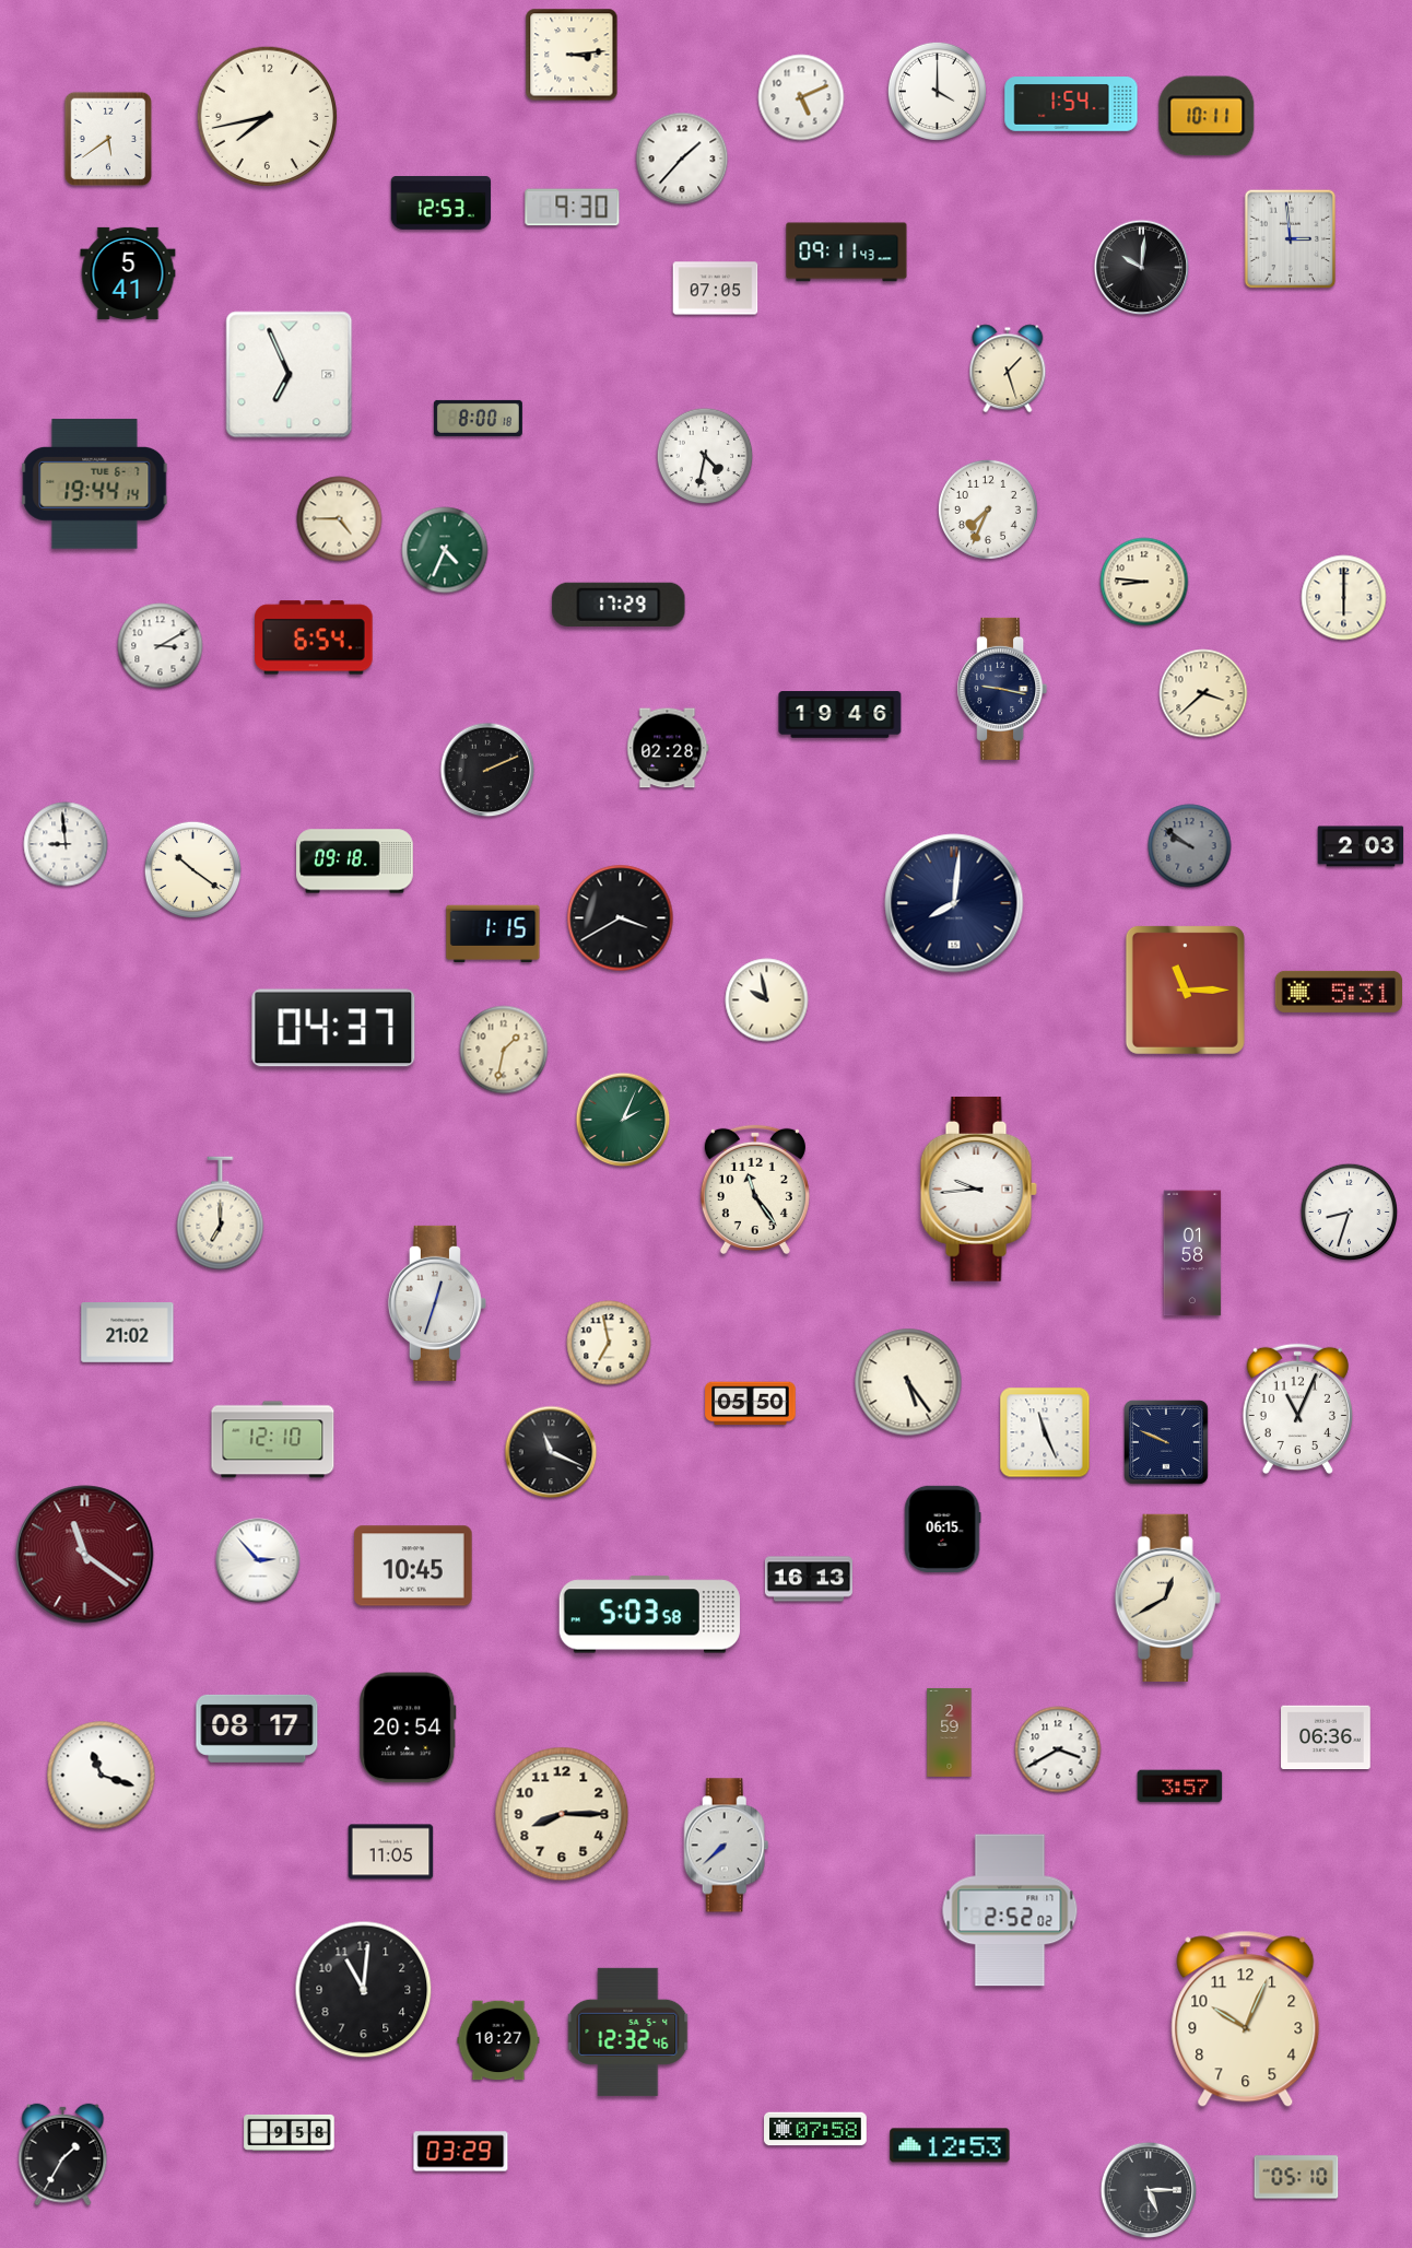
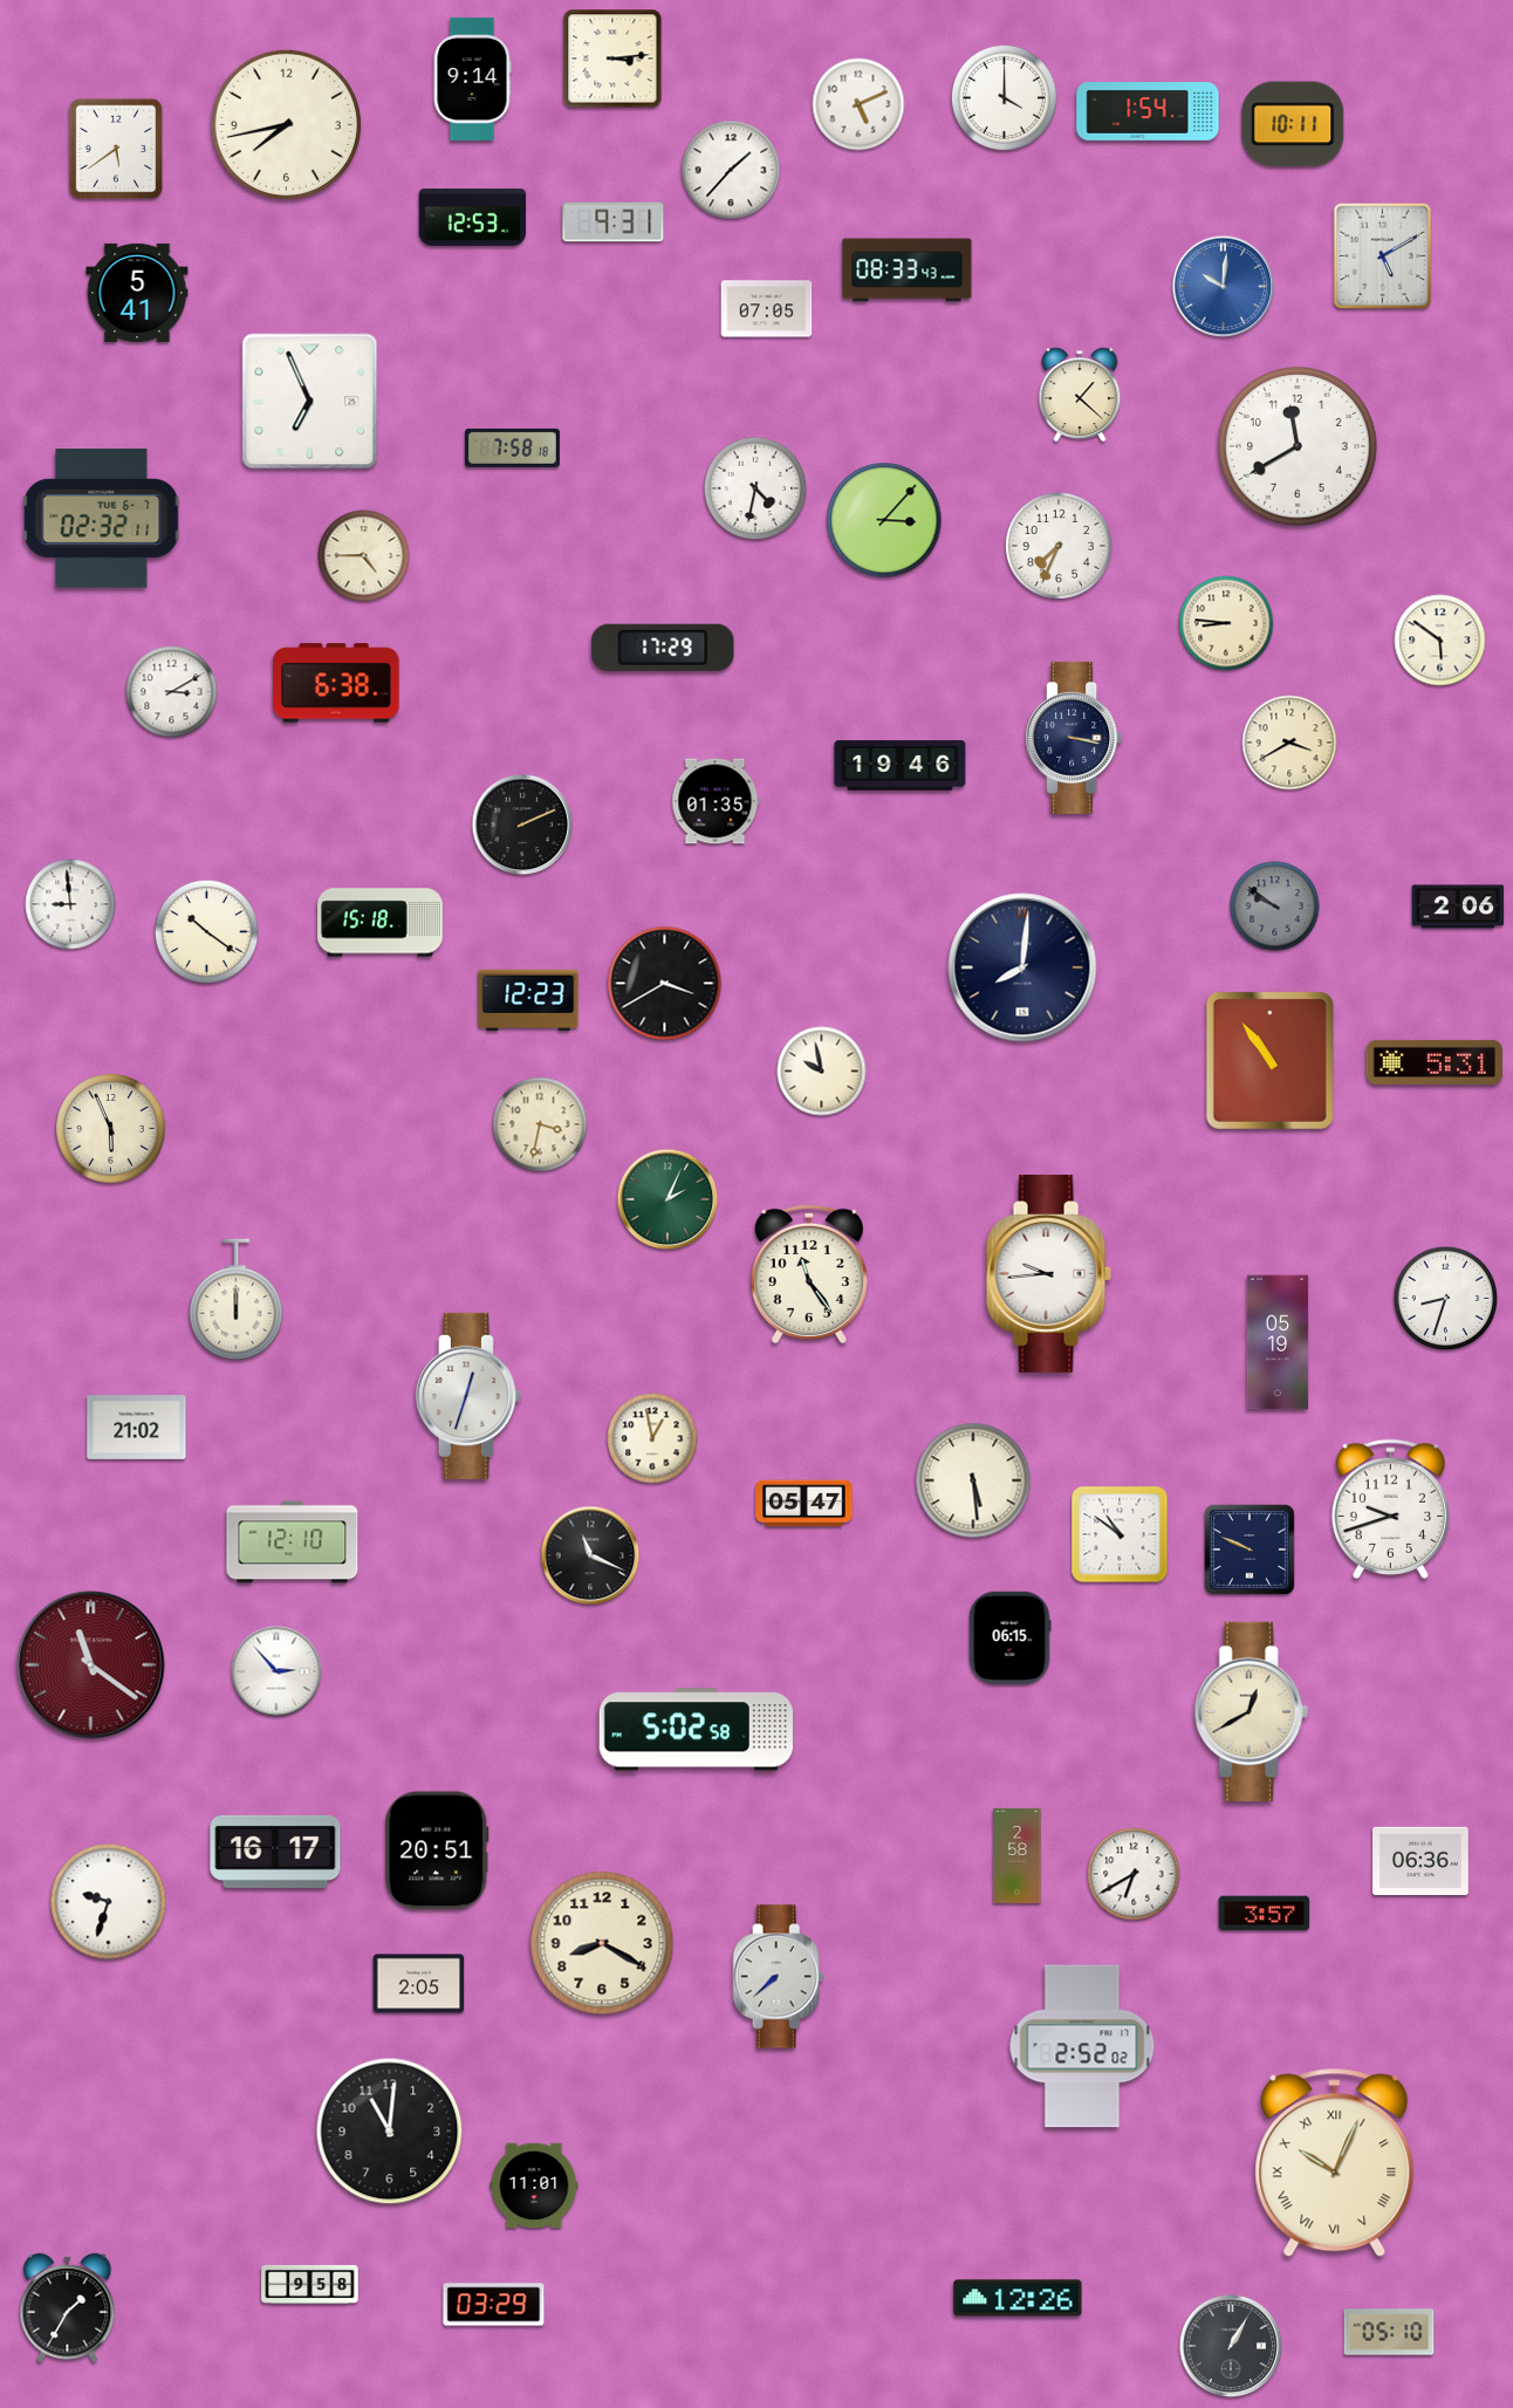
clock at (472, 78): none -> 9:14
clock at (573, 208): 9:30 -> 9:31
clock at (1291, 239): 2:59 -> 5:10
clock at (847, 253): 09:11 -> 08:33
clock at (1142, 268) dial: black -> blue
clock at (1008, 368): 1:27 -> 1:22
clock at (1298, 446): none -> 11:40
clock at (478, 418): 8:00 -> 7:58
clock at (95, 484): 19:44 -> 02:32
clock at (884, 520): none -> 3:07
clock at (445, 550): 4:34 -> none
clock at (1344, 598): 6:00 -> 5:51
clock at (314, 637): 6:54 -> 6:38
clock at (1002, 689): 9:17 -> 3:17
clock at (1203, 693): 3:38 -> 3:40
clock at (668, 748): 02:28 -> 01:35
clock at (1361, 846): 2:03 -> 2:06
clock at (355, 862): 09:18 -> 15:18
clock at (493, 934): 1:15 -> 12:23
clock at (1185, 990): 11:15 -> 10:54
clock at (333, 1028): 04:37 -> none
clock at (504, 1050): 1:32 -> 3:32
clock at (111, 1129): none -> 5:56
clock at (221, 1214): 7:00 -> 12:00
clock at (1192, 1253): 01:58 -> 05:19
clock at (609, 1343): 6:58 -> 12:58
clock at (908, 1382): 5:24 -> 5:29
clock at (751, 1404): 05:50 -> 05:47
clock at (1297, 1409): 11:04 -> 9:42
clock at (1045, 1432): 11:26 -> 10:51
clock at (1167, 1443) position: (1167, 1443) -> (1251, 1551)
clock at (413, 1566): 10:45 -> none
clock at (809, 1579): 16:13 -> none
clock at (649, 1615): 5:03 -> 5:02
clock at (408, 1728): 20:54 -> 20:51
clock at (257, 1729): 08:17 -> 16:17
clock at (950, 1732): 2:59 -> 2:58
clock at (1058, 1749): 3:40 -> 6:40
clock at (102, 1776): 11:18 -> 9:33
clock at (562, 1814): 8:15 -> 8:20
clock at (391, 1852): 11:05 -> 2:05
clock at (1246, 2019) numerals: Arabic -> Roman
clock at (628, 2032): 12:32 -> none
clock at (498, 2040): 10:27 -> 11:01
clock at (816, 2129): 07:58 -> none
clock at (950, 2145): 12:53 -> 12:26
clock at (1149, 2190): 5:15 -> 1:05
